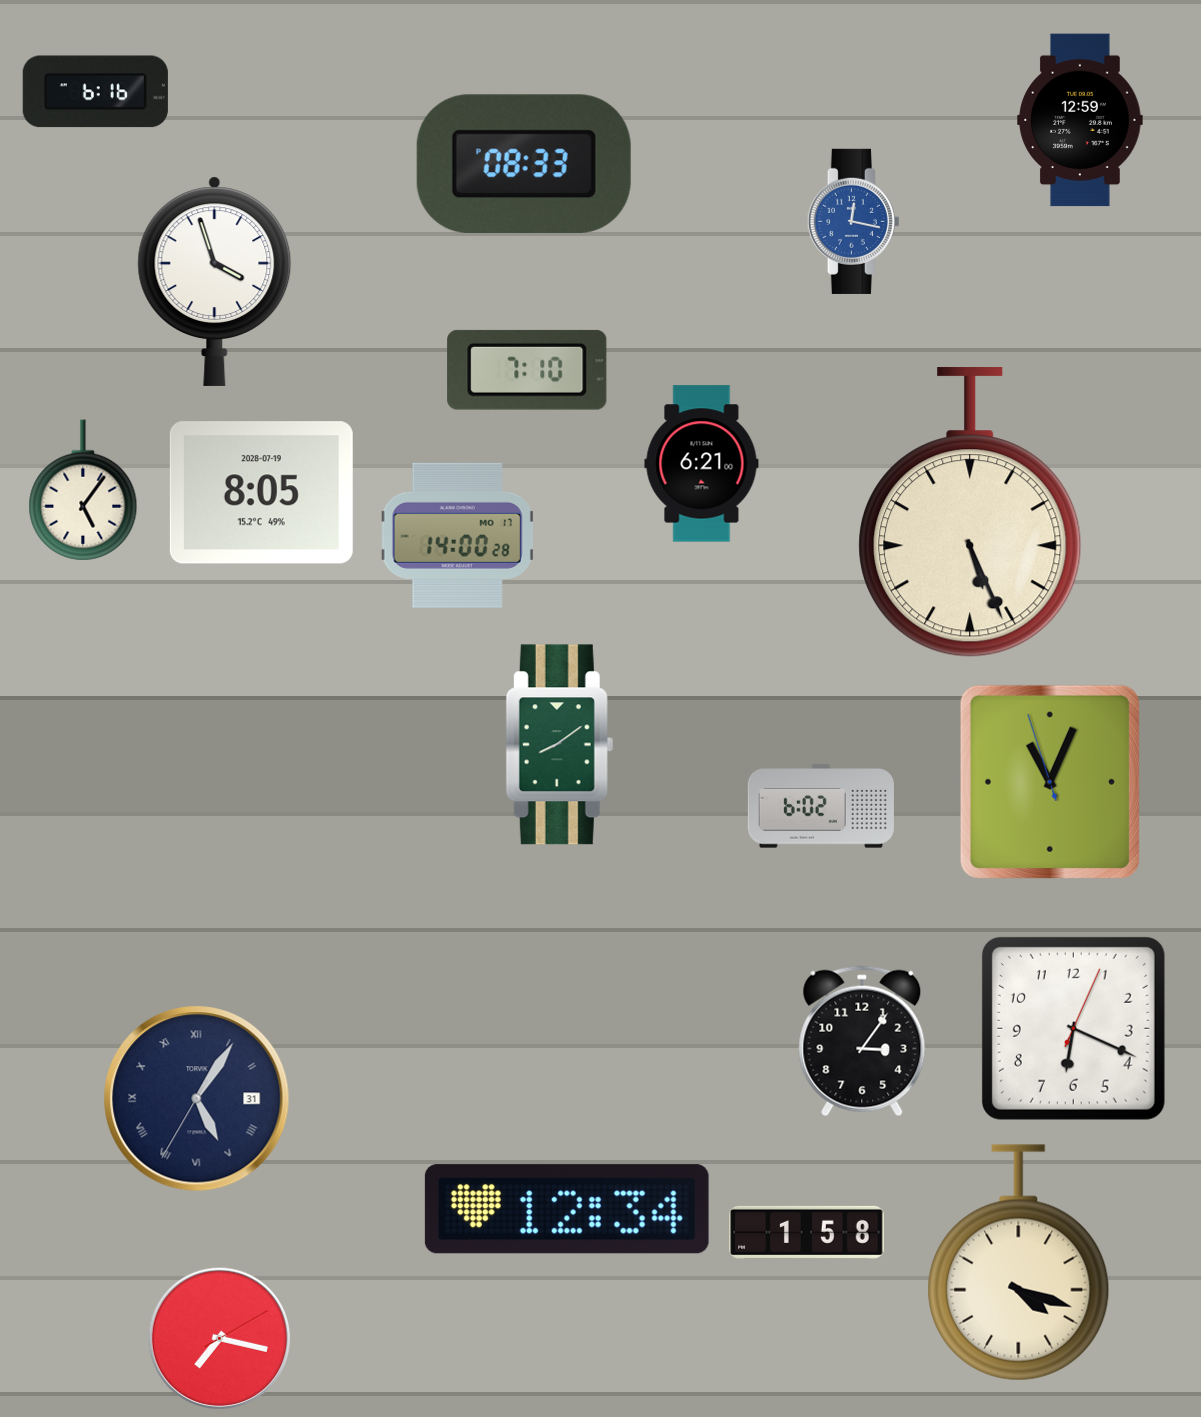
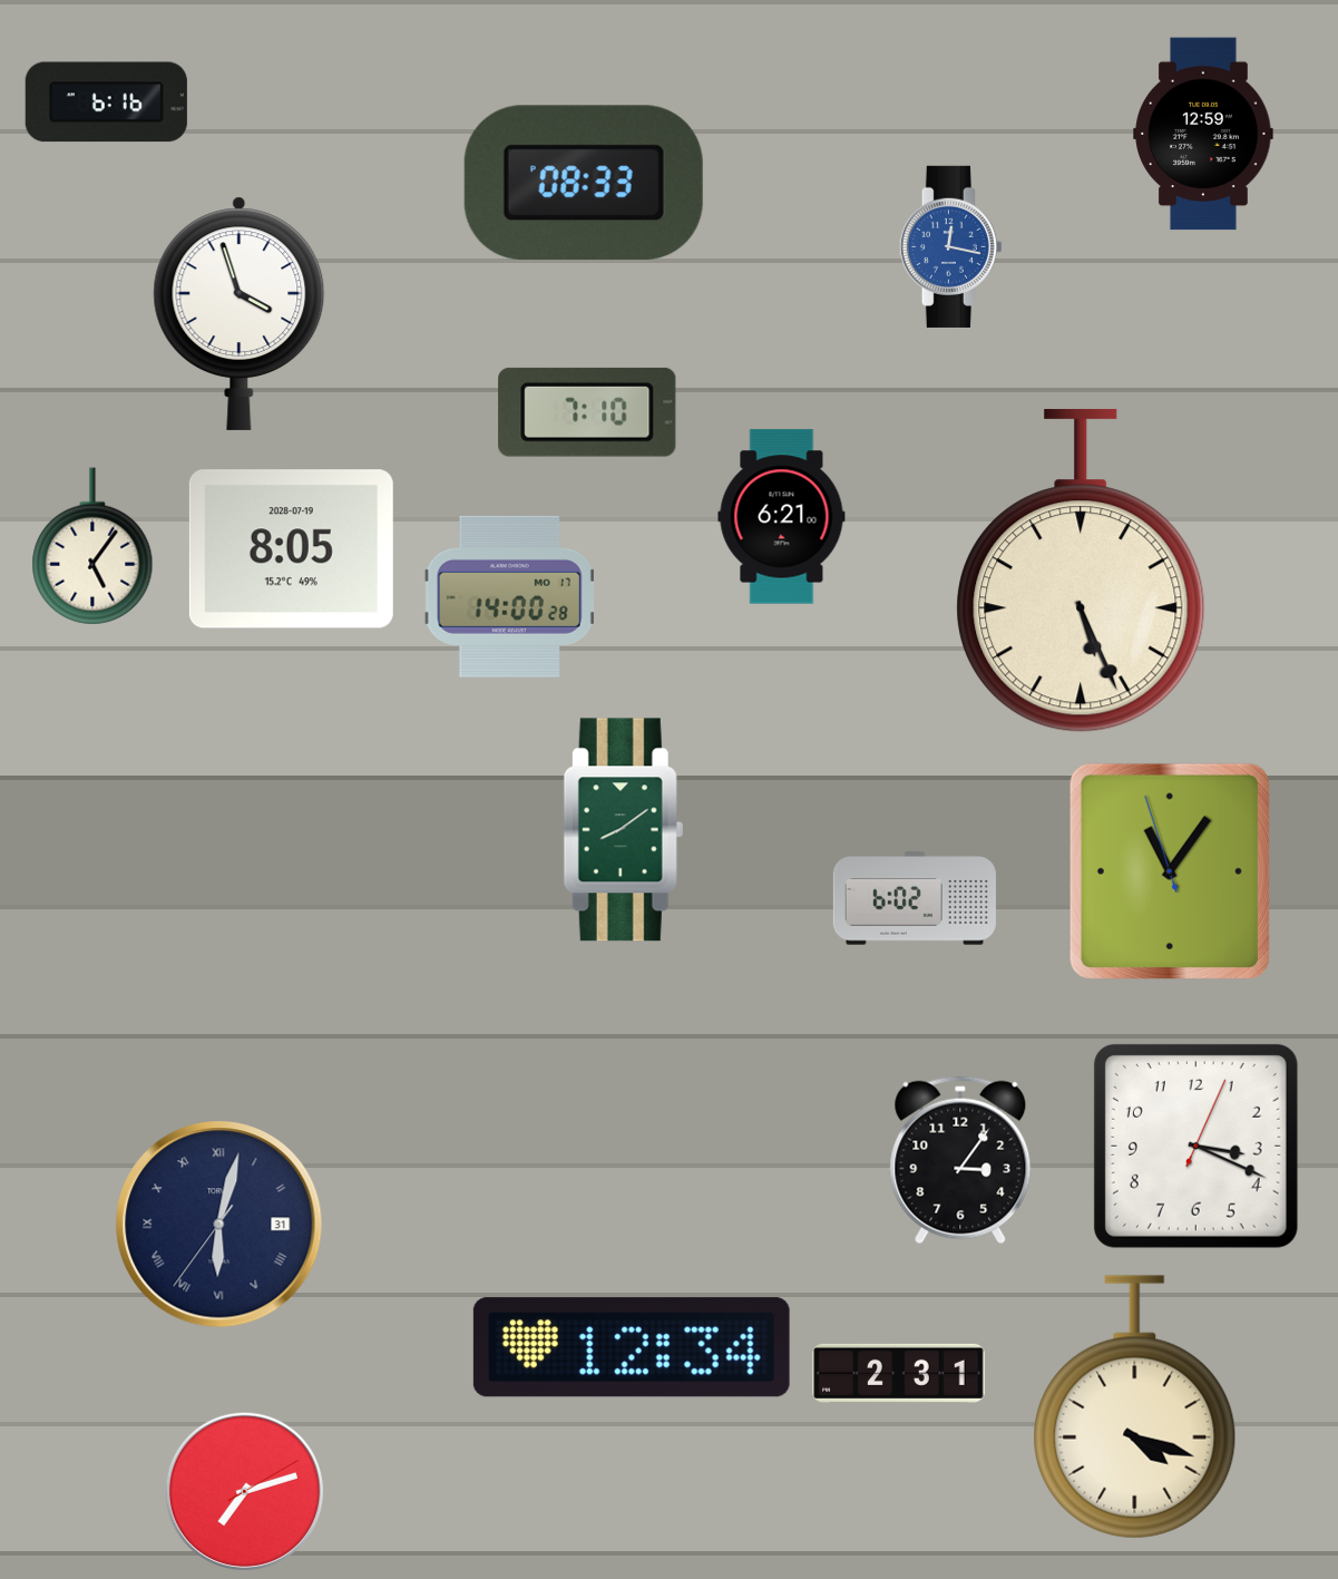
clock at (1050, 782): 11:03 -> 11:05
clock at (1073, 1028): 6:19 -> 3:19
clock at (197, 1099): 5:05 -> 6:02
clock at (807, 1232): 1:58 -> 2:31
clock at (220, 1339): 7:17 -> 7:12
